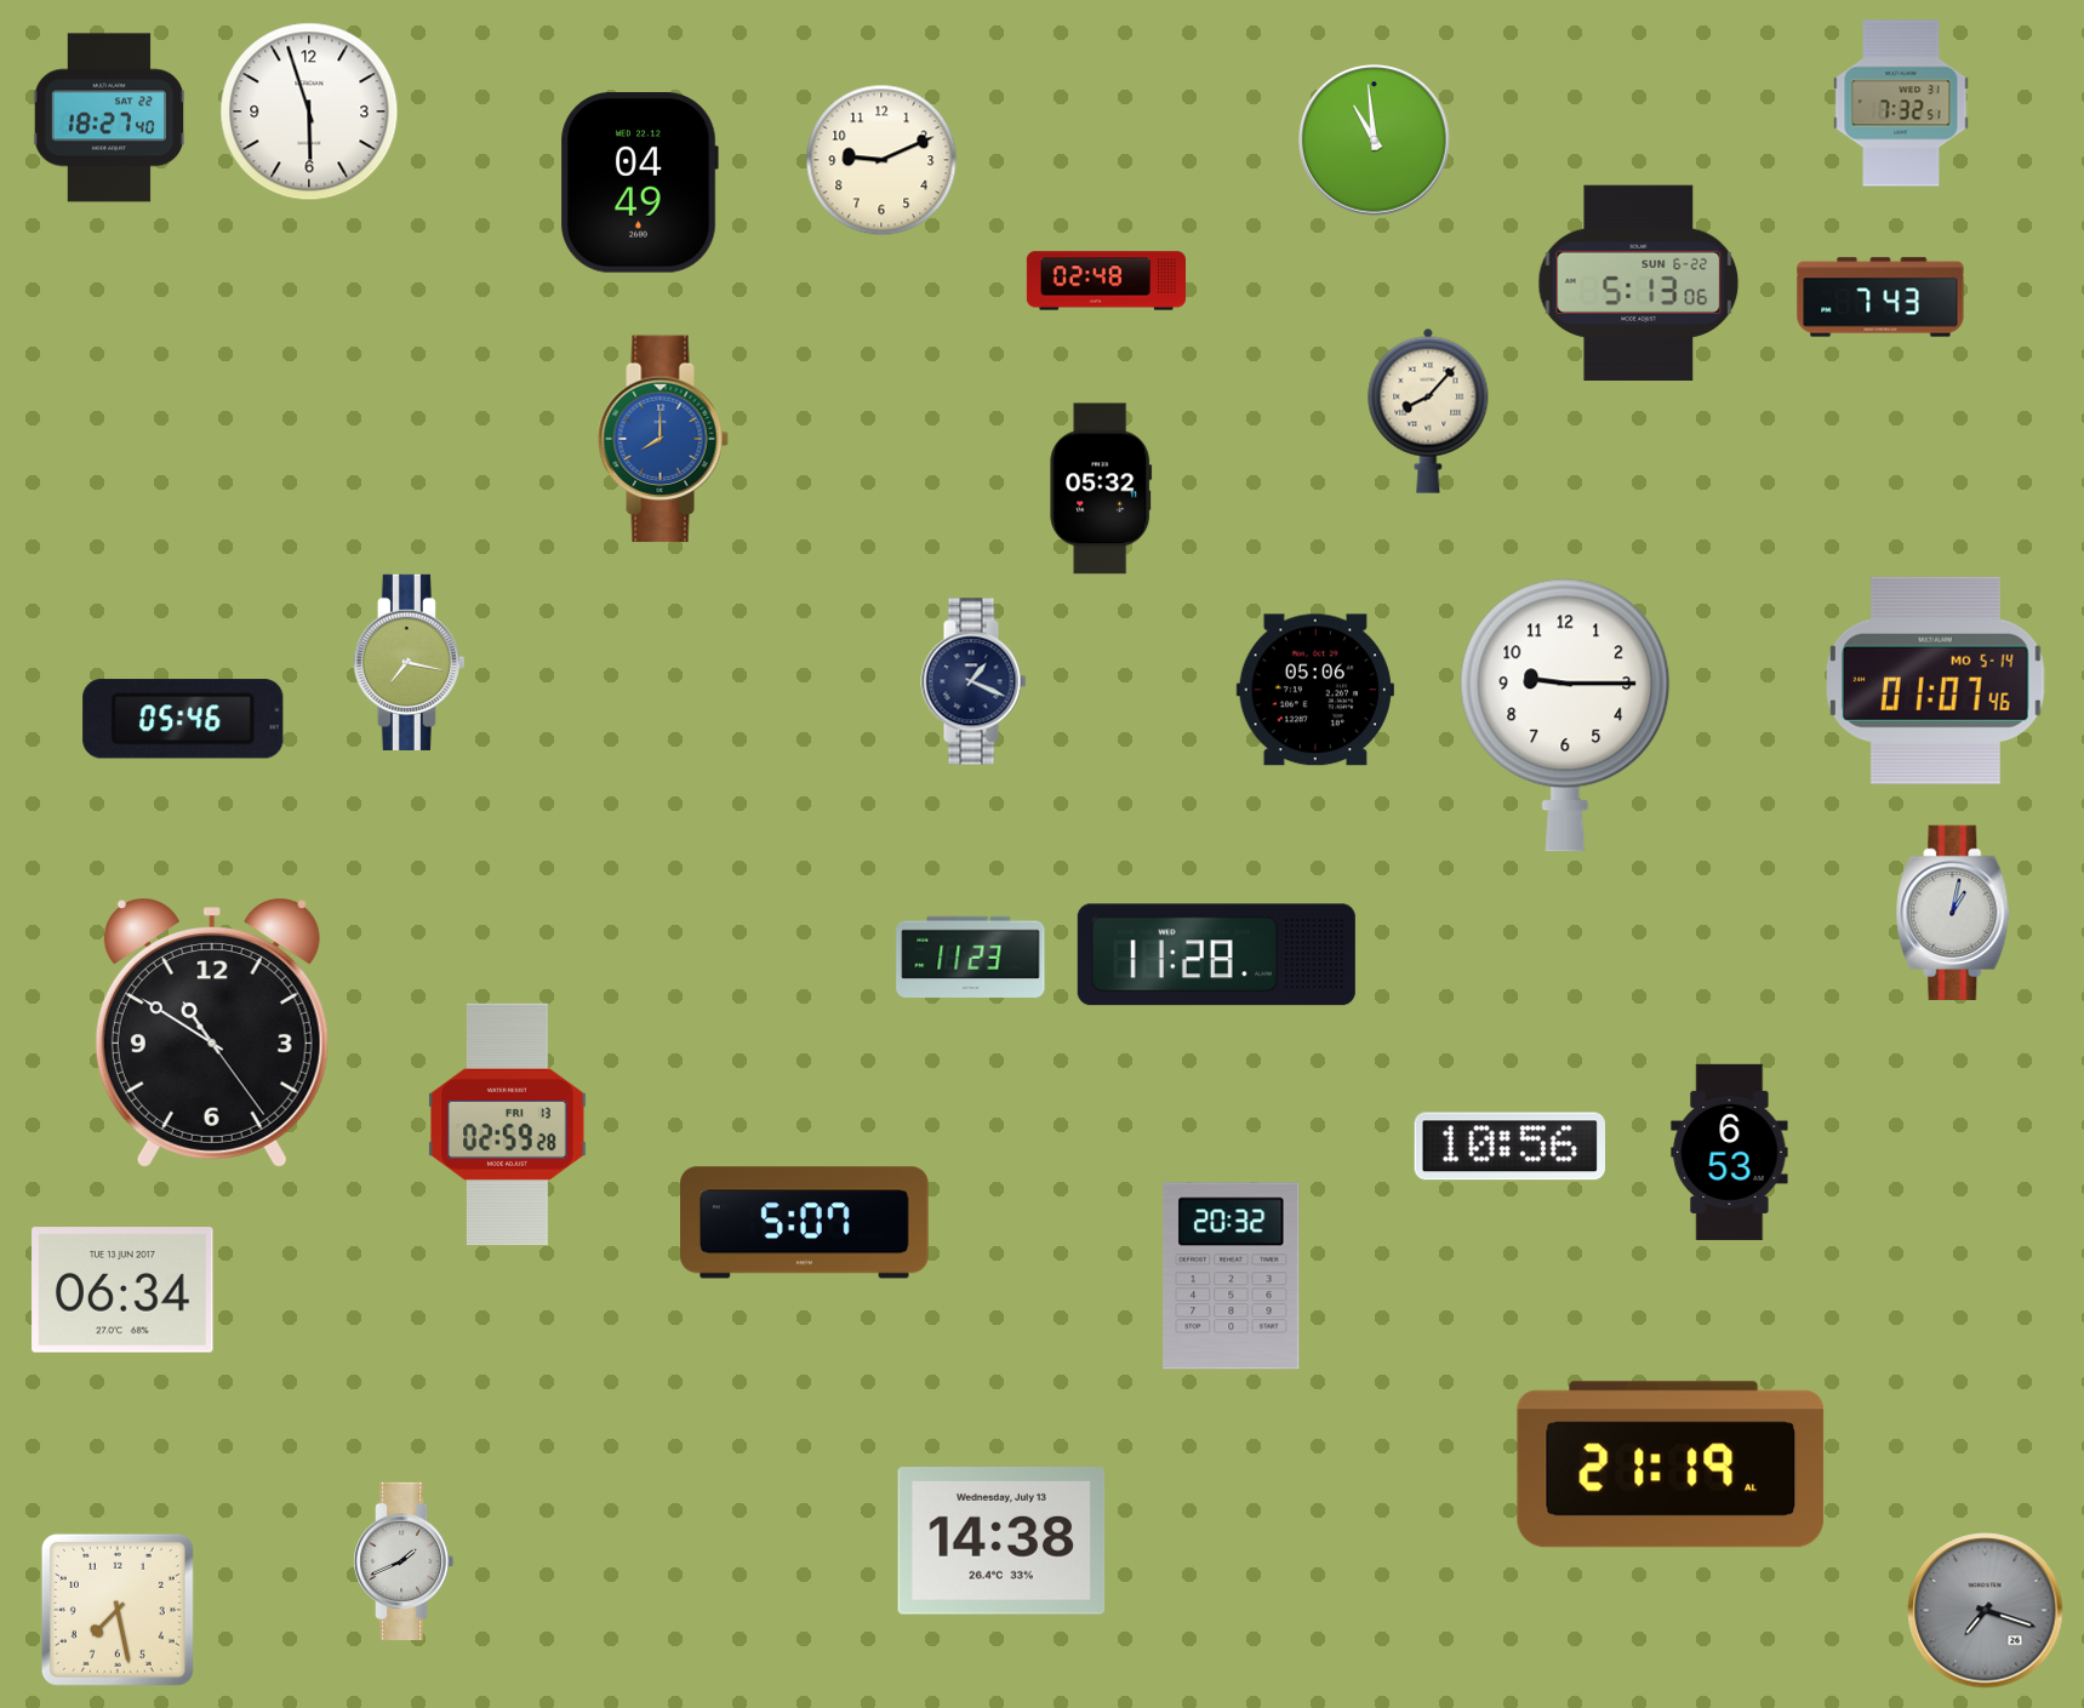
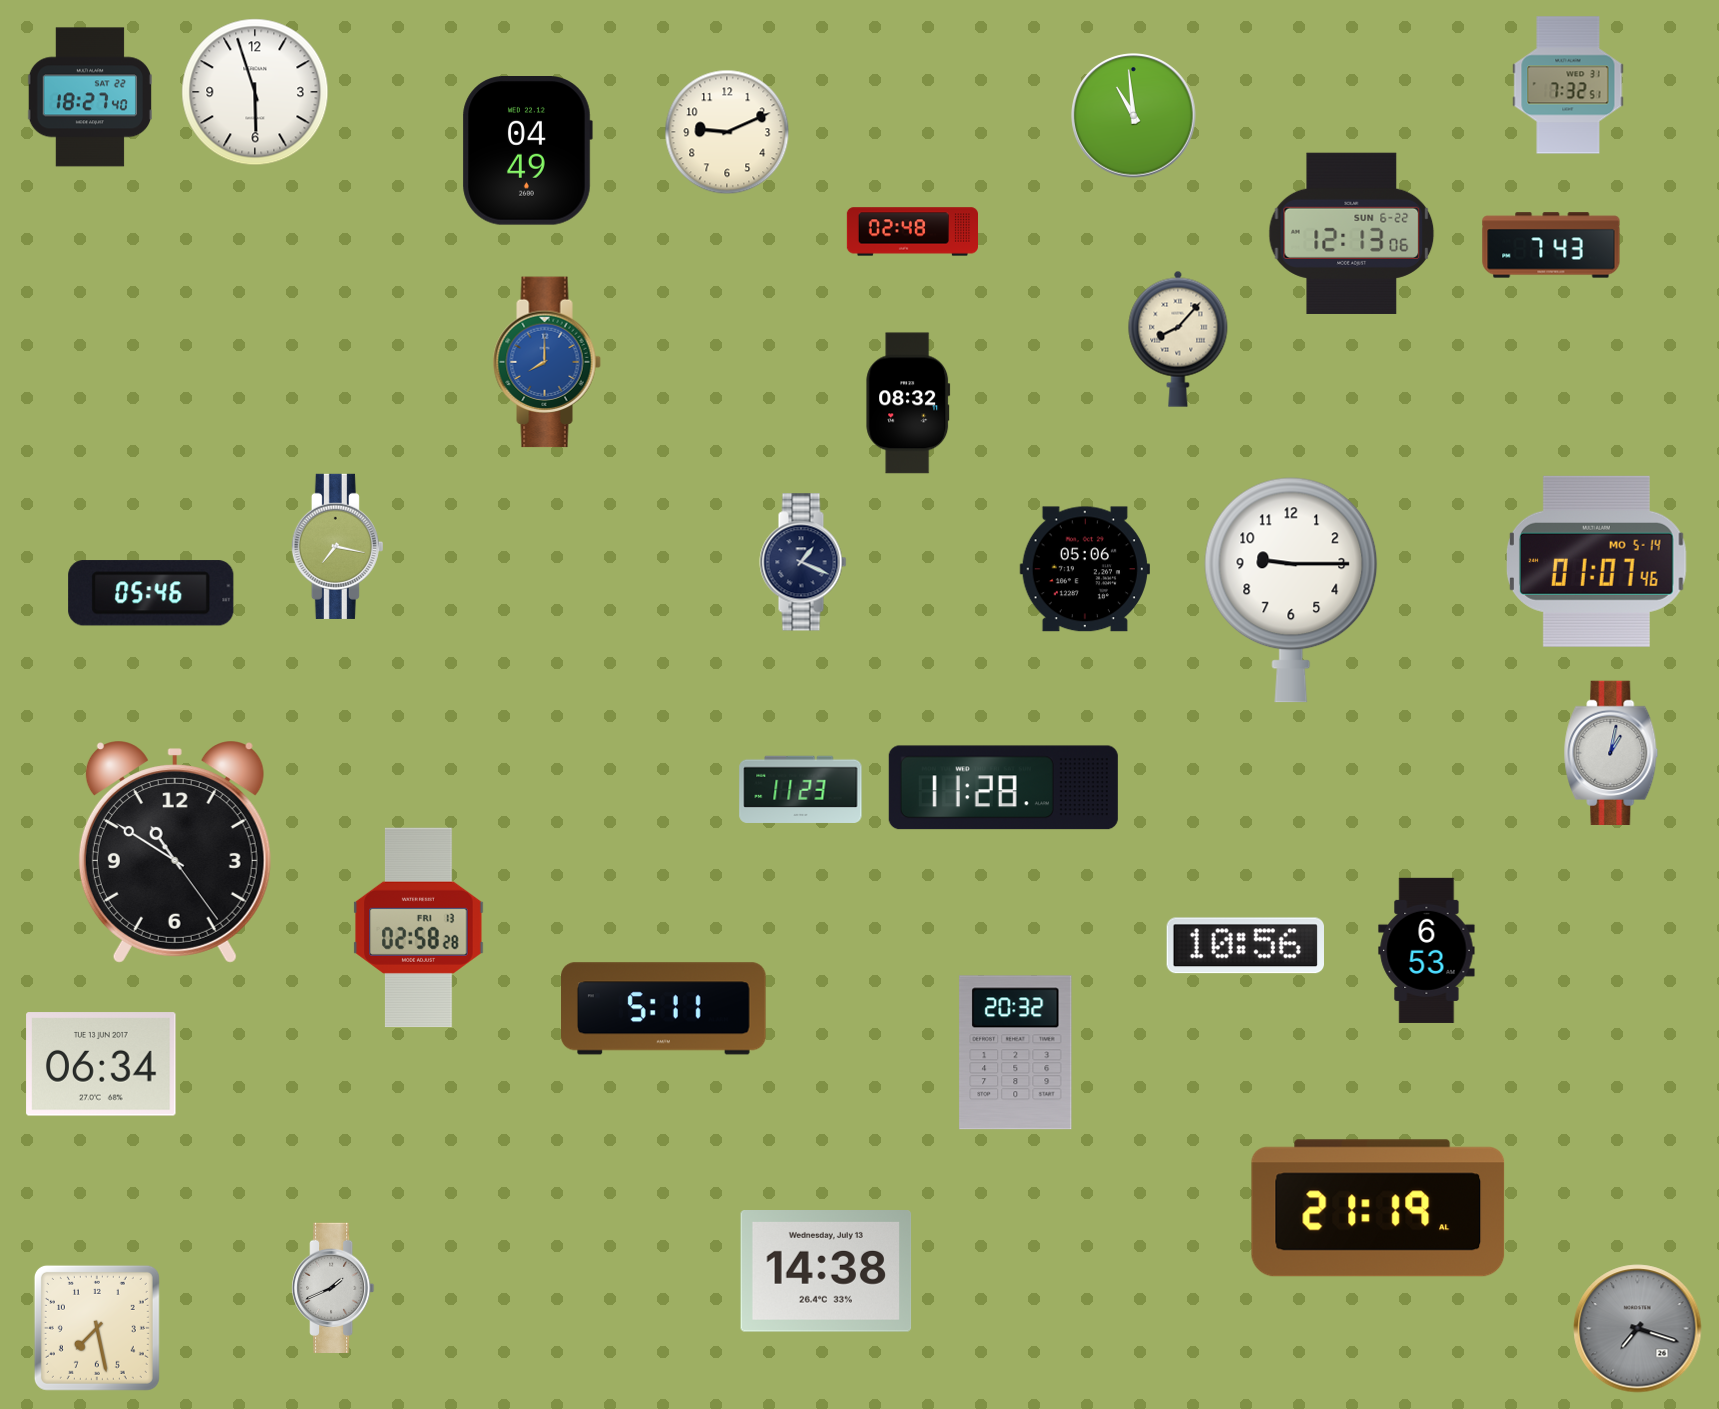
clock at (1639, 282): 5:13 -> 12:13
clock at (1101, 489): 05:32 -> 08:32
clock at (508, 1125): 02:59 -> 02:58
clock at (805, 1223): 5:07 -> 5:11
